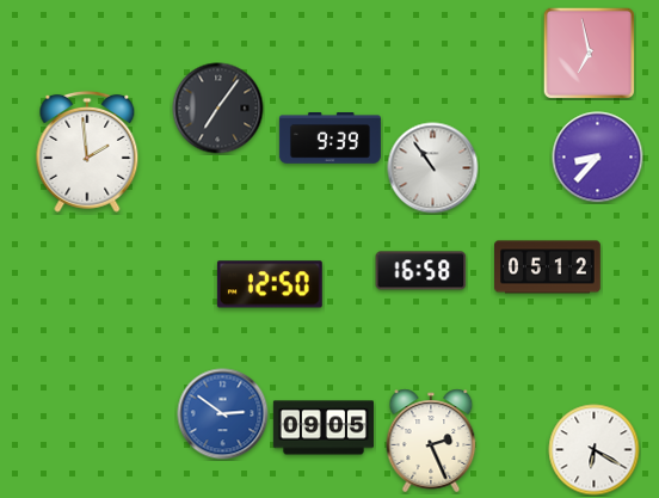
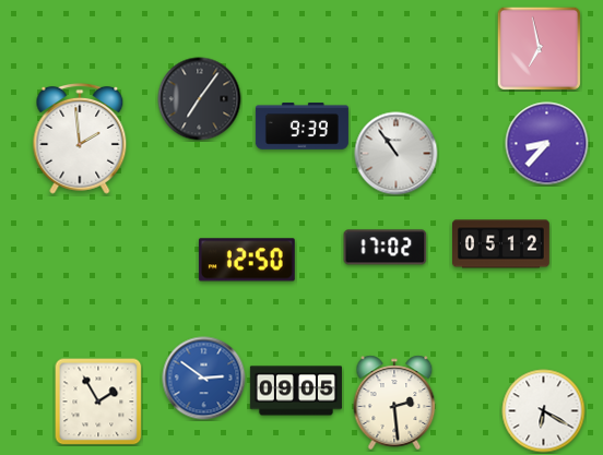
clock at (421, 271): 16:58 -> 17:02
clock at (98, 402): none -> 1:55
clock at (431, 441): 2:26 -> 2:29
